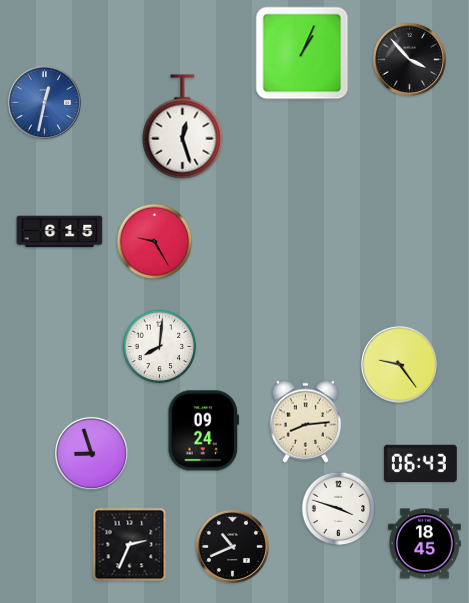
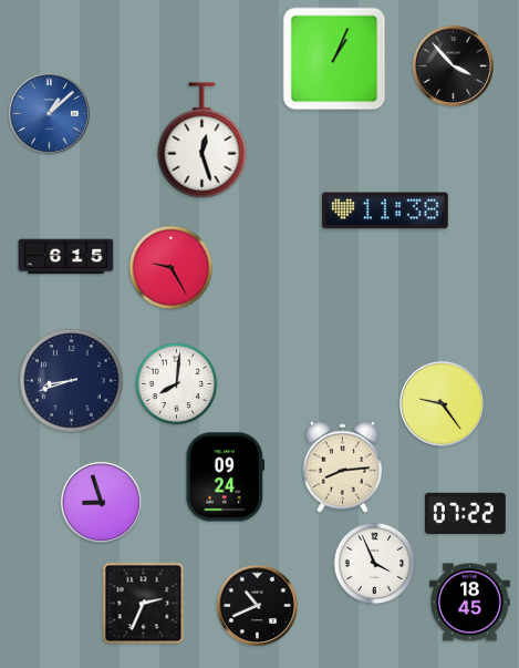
clock at (44, 102): 12:32 -> 1:08
clock at (385, 210): none -> 11:38
clock at (72, 381): none -> 8:42
clock at (305, 421) position: (305, 421) -> (342, 466)
clock at (420, 463): 06:43 -> 07:22
clock at (339, 509): 3:48 -> 3:56
